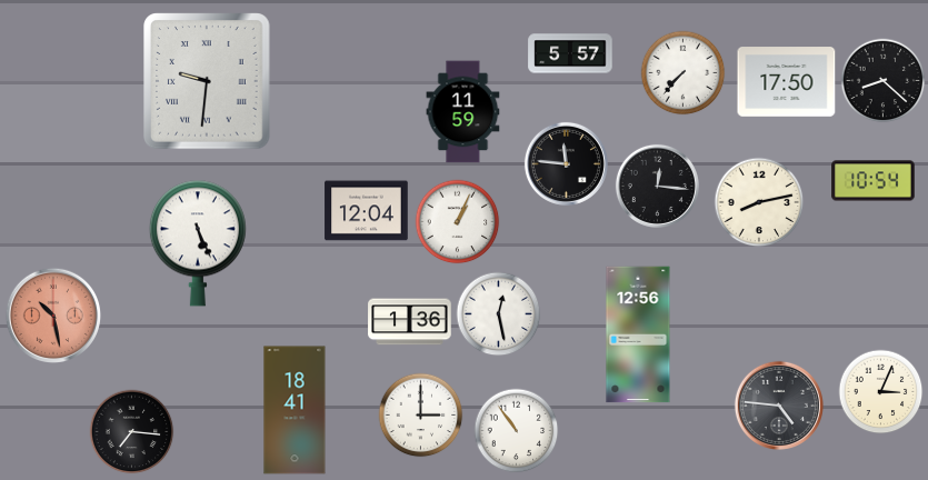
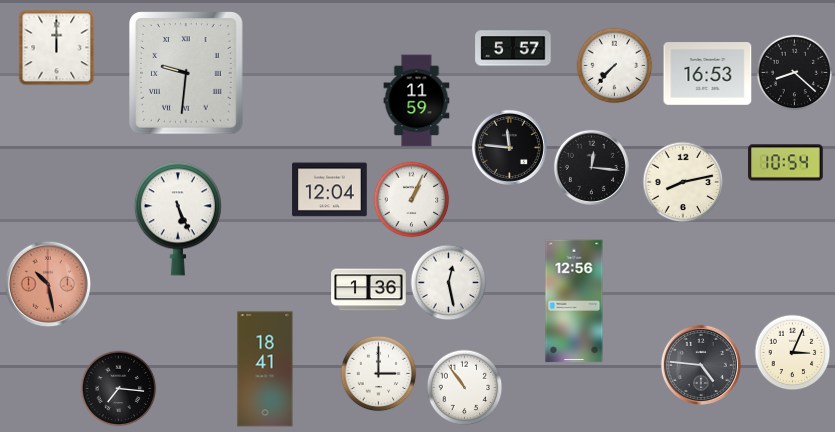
clock at (57, 48): none -> 12:00
clock at (787, 82): 17:50 -> 16:53
